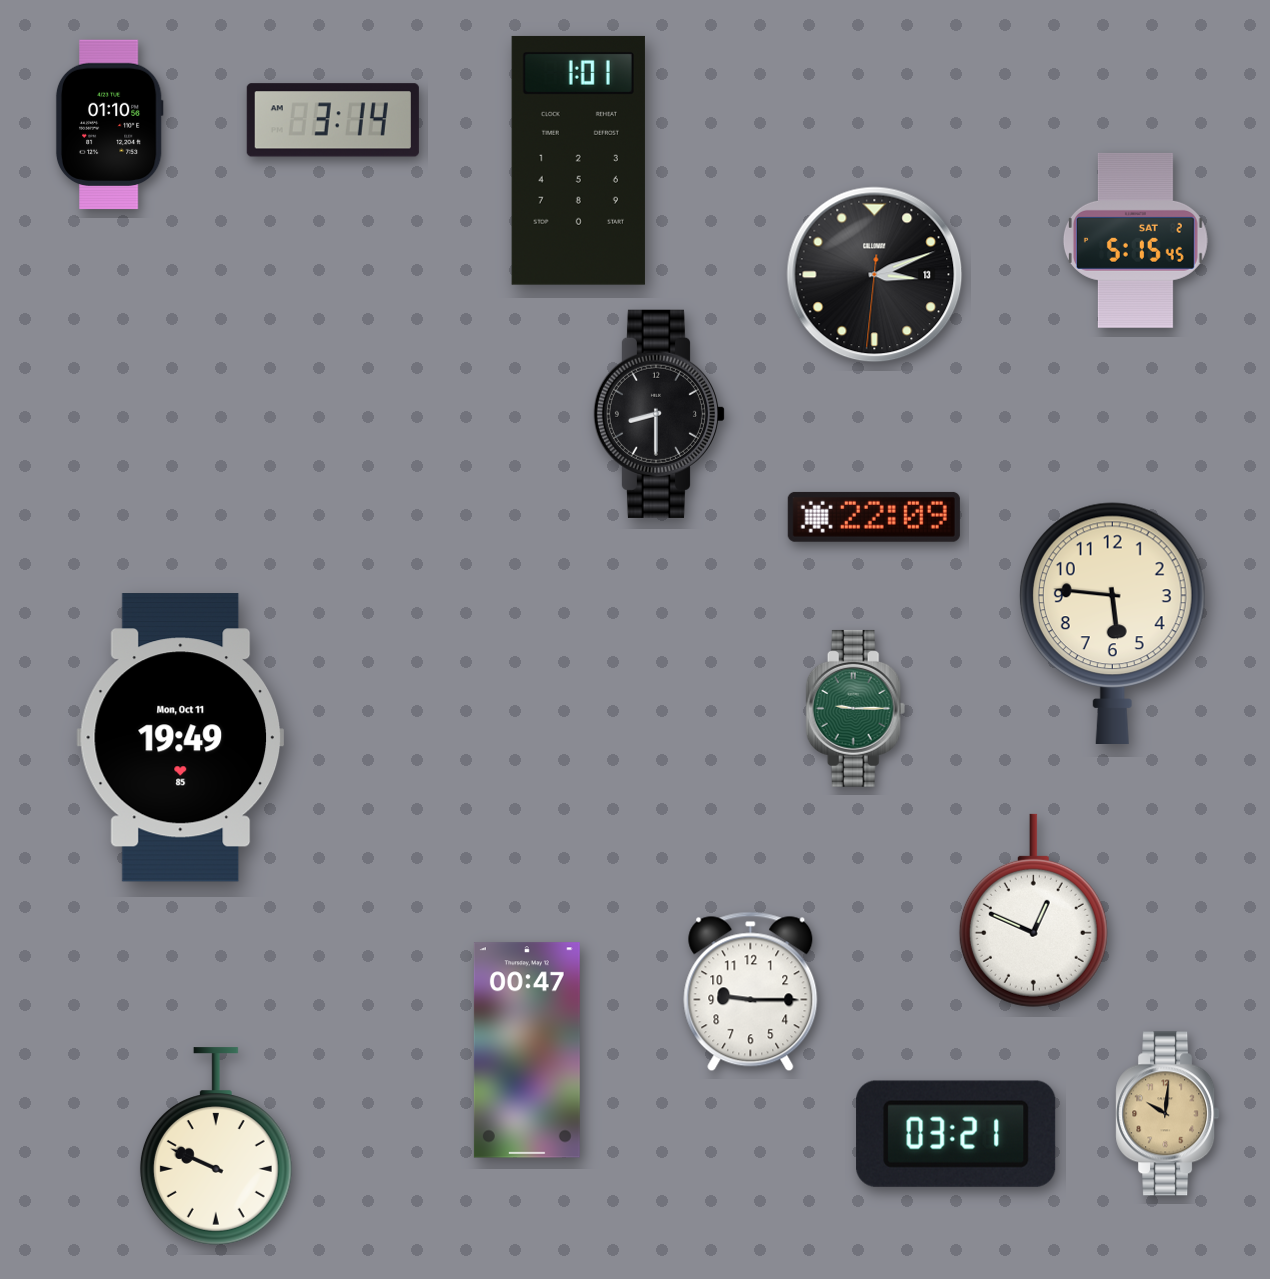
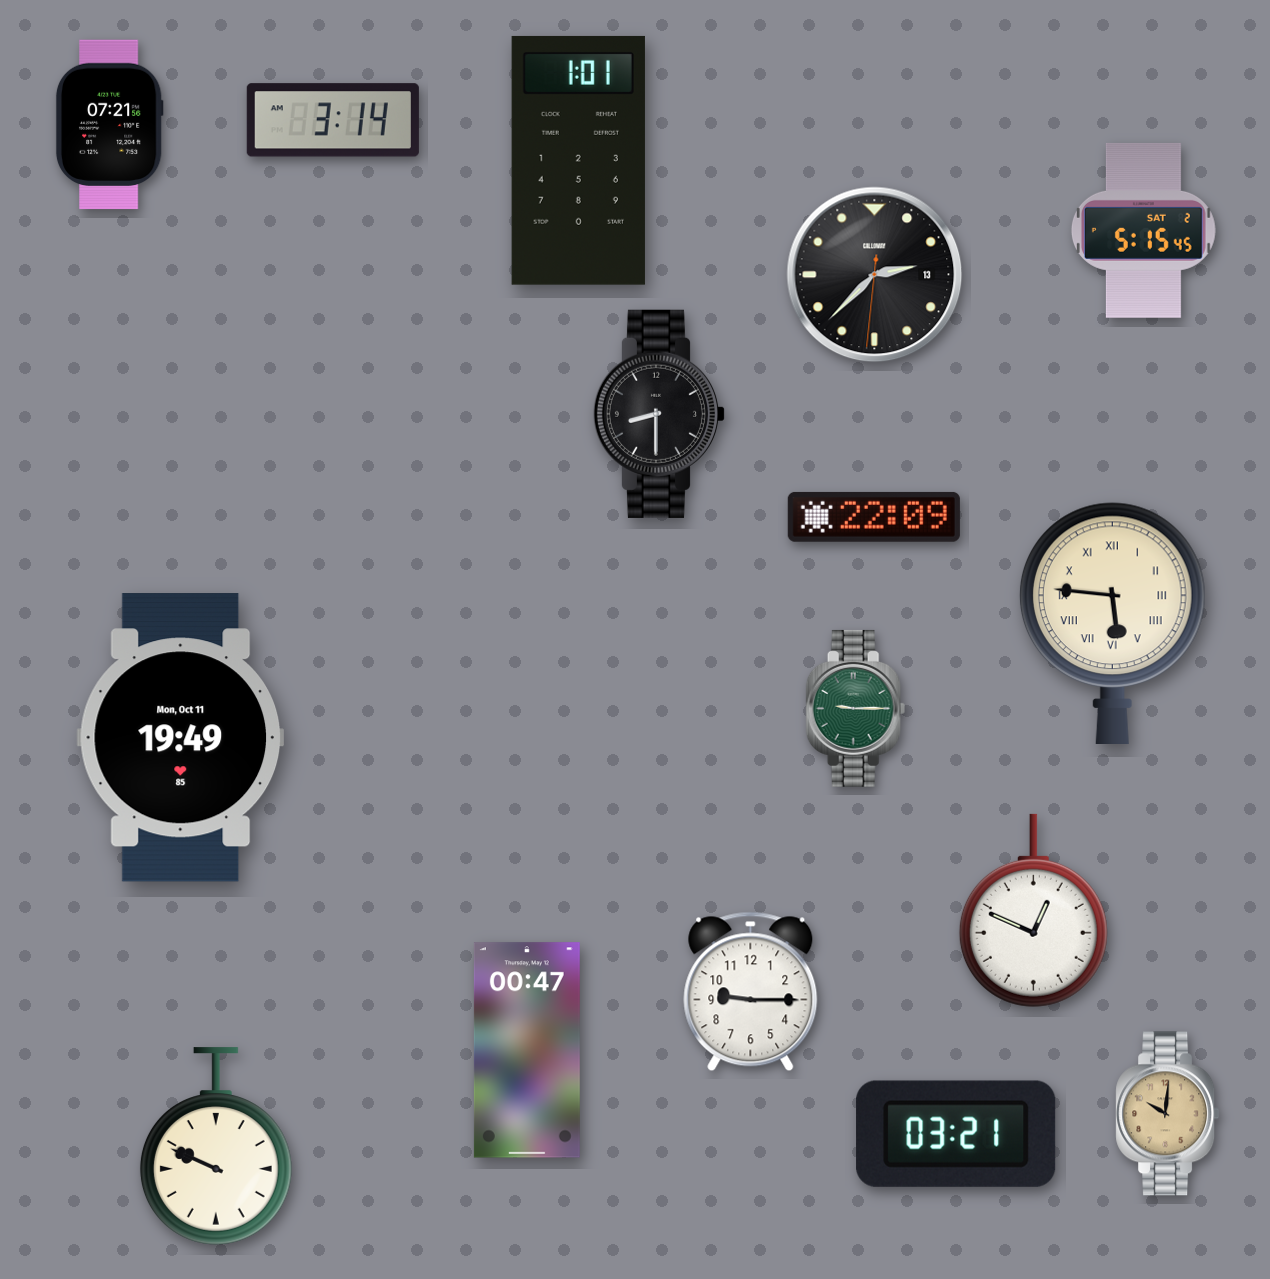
clock at (109, 125): 01:10 -> 07:21
clock at (1135, 240) position: (1135, 240) -> (1143, 230)
clock at (875, 275): 3:11 -> 2:37
clock at (1112, 623) numerals: Arabic -> Roman
